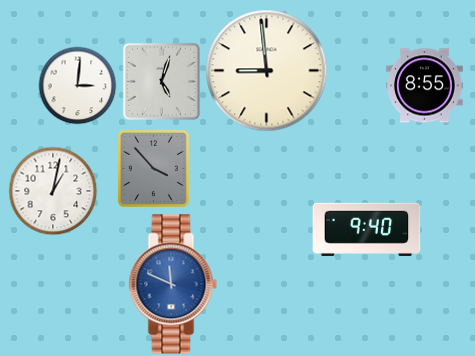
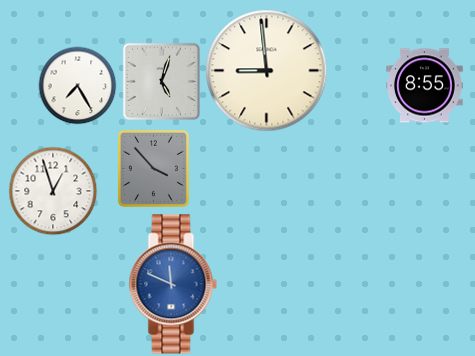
clock at (77, 85): 3:01 -> 7:25
clock at (53, 191): 1:02 -> 12:57
clock at (367, 229): 9:40 -> none
